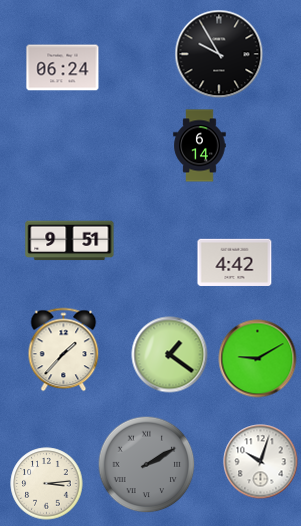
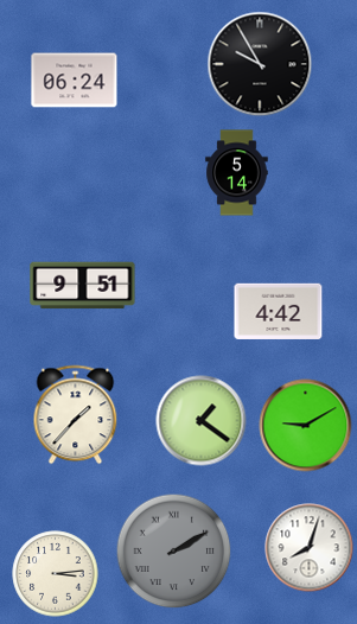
clock at (200, 146): 6:14 -> 5:14
clock at (261, 462): 10:03 -> 8:03
